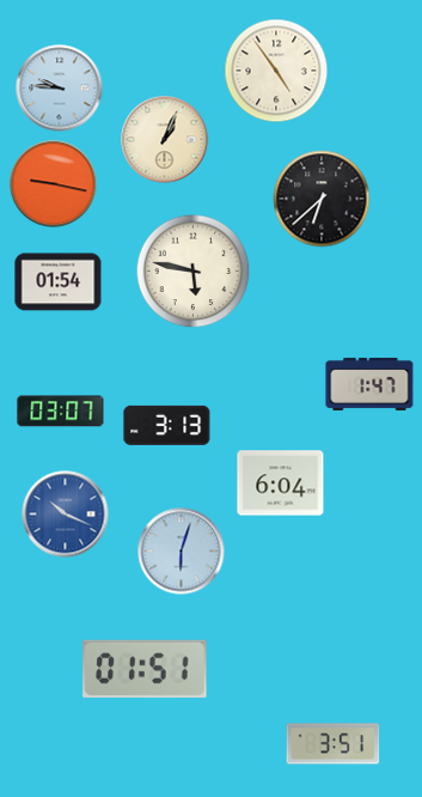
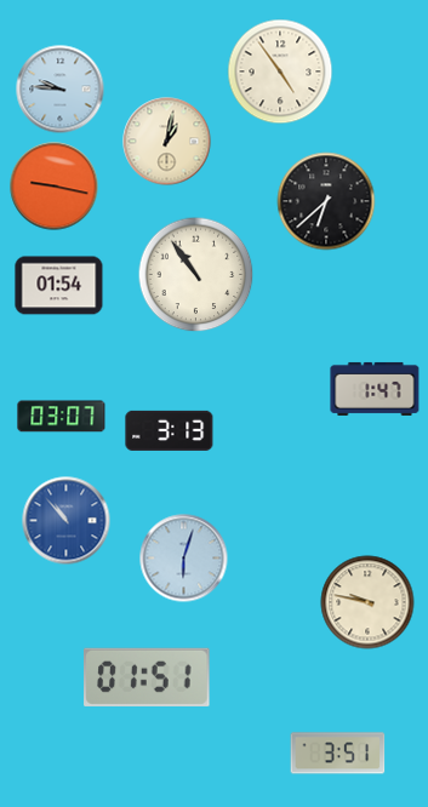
clock at (165, 140): 1:04 -> 1:02
clock at (194, 272): 5:47 -> 10:54
clock at (281, 483): 6:04 -> none
clock at (66, 515): 10:19 -> 10:53
clock at (367, 602): none -> 9:47
